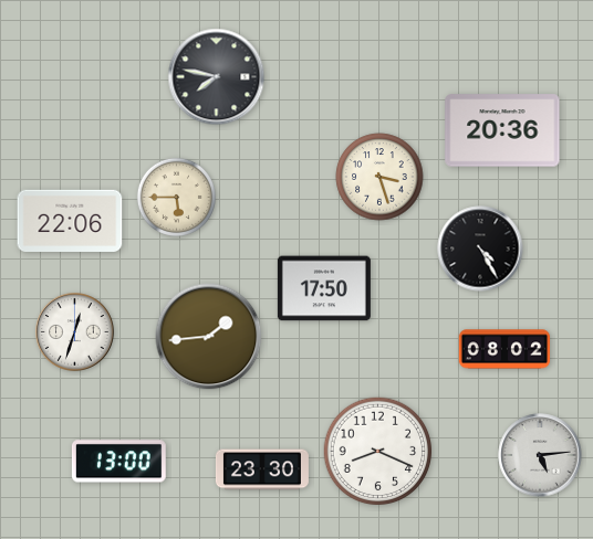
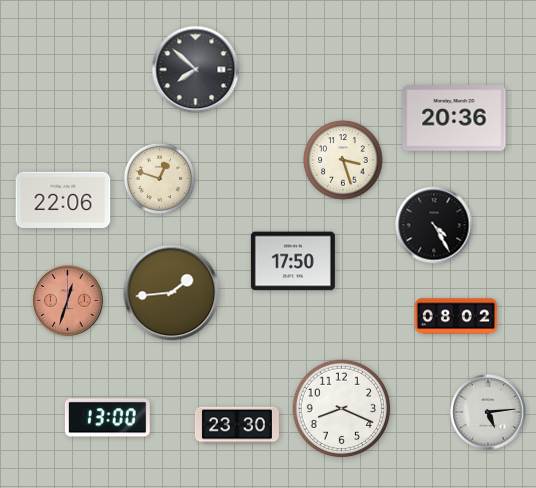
clock at (217, 77): 7:47 -> 7:52
clock at (176, 197): 5:45 -> 12:48
clock at (75, 332) dial: white -> salmon
clock at (209, 337) position: (209, 337) -> (172, 293)
